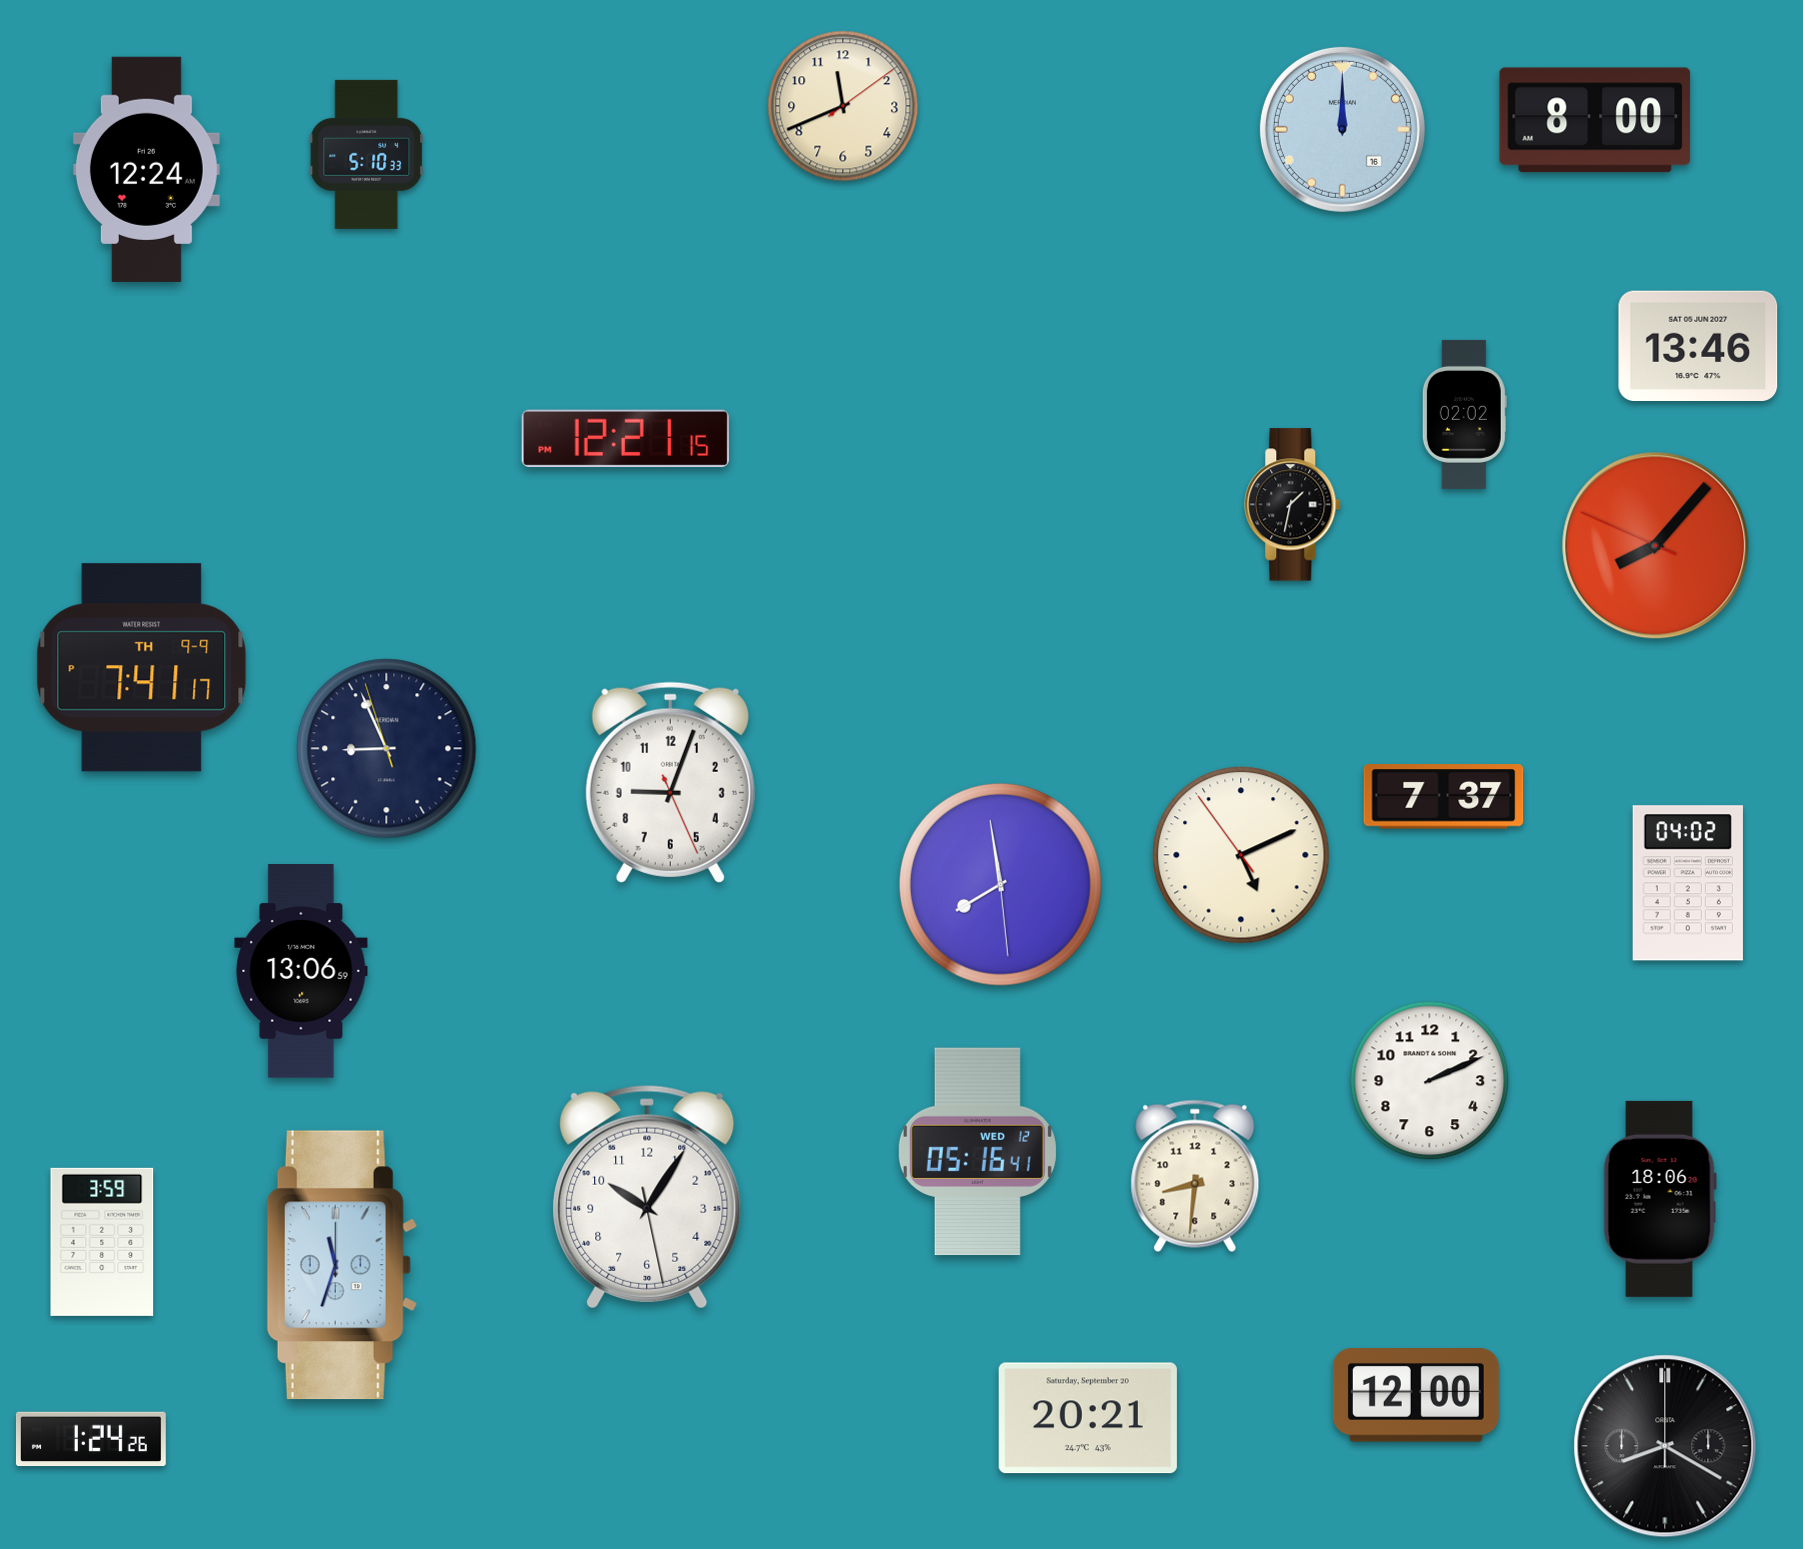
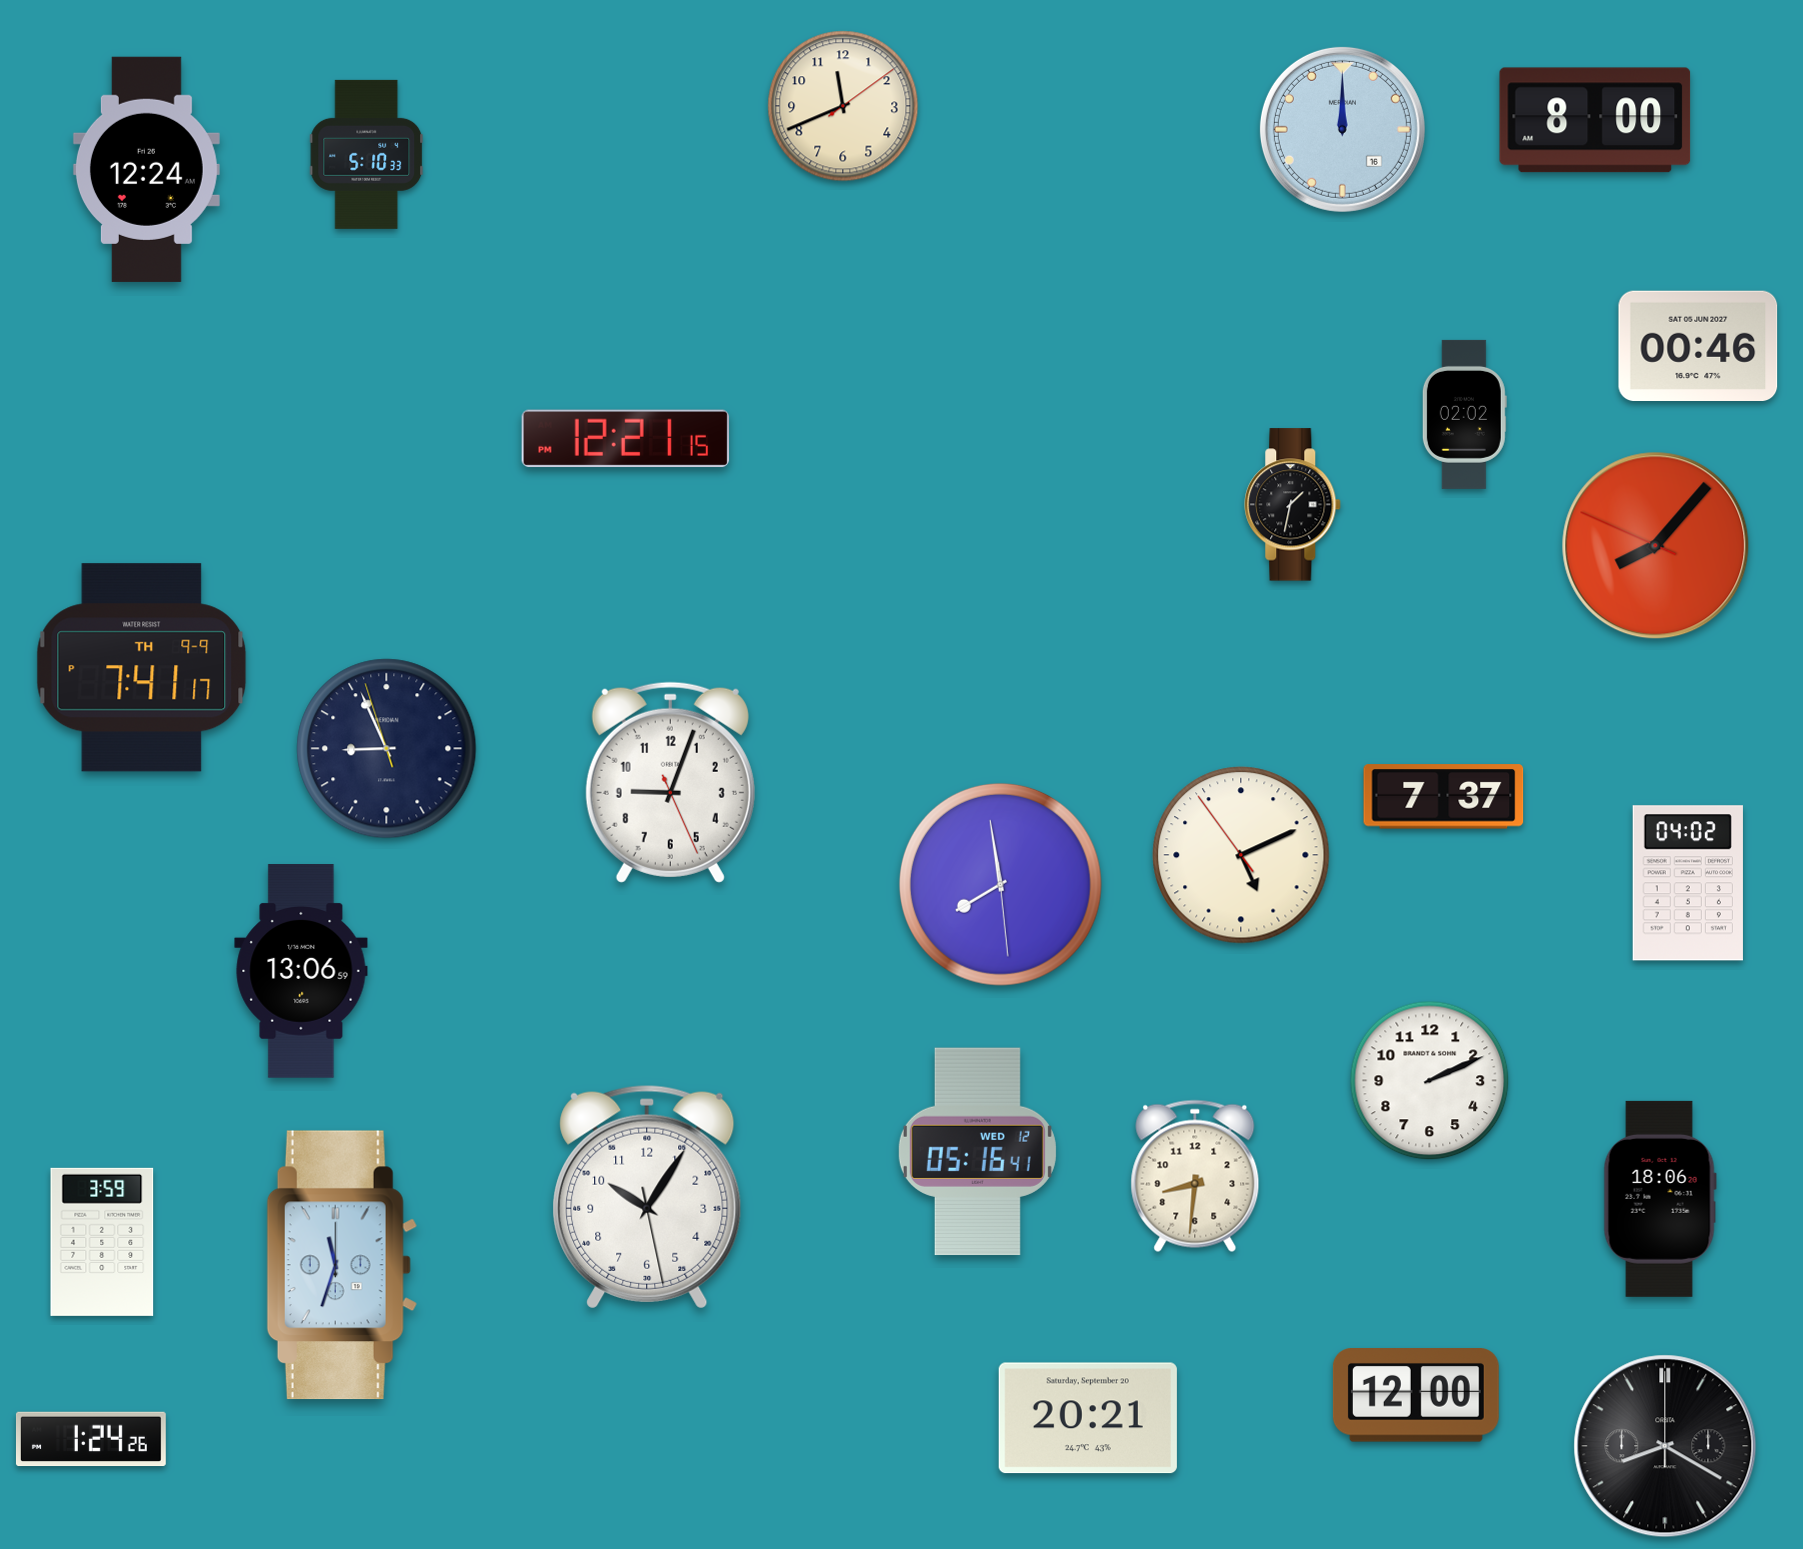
clock at (1698, 345): 13:46 -> 00:46
